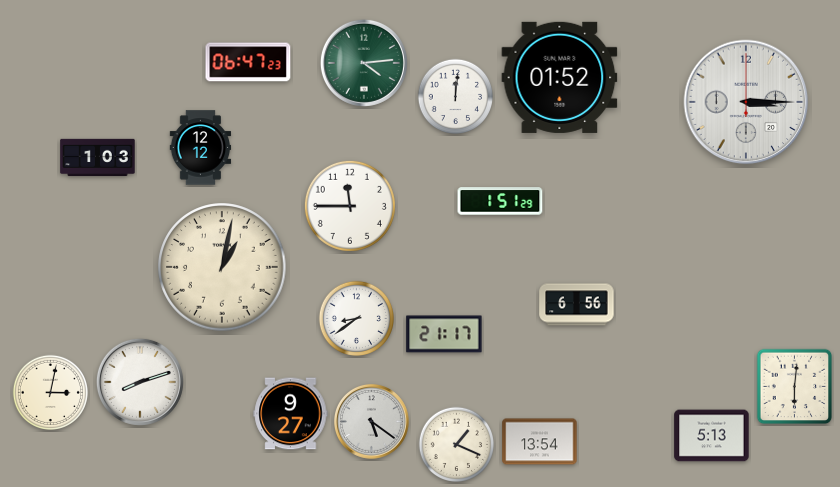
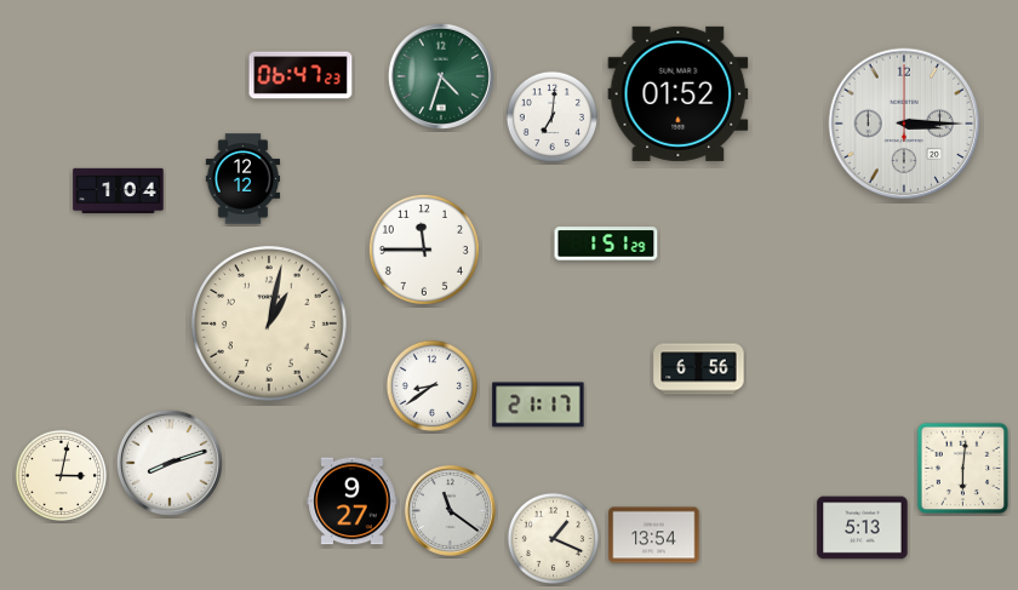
clock at (364, 63): 4:14 -> 4:33
clock at (456, 97): 12:01 -> 7:01
clock at (98, 158): 1:03 -> 1:04
clock at (371, 421): 5:21 -> 11:21
